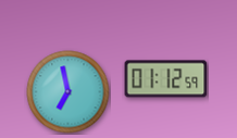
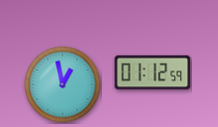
clock at (68, 92): 6:58 -> 12:58
